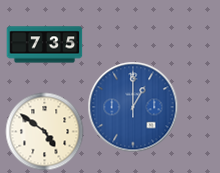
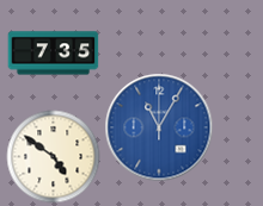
clock at (133, 107): 1:00 -> 11:05
